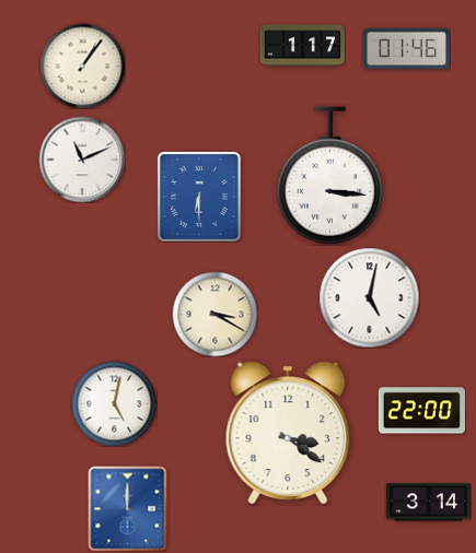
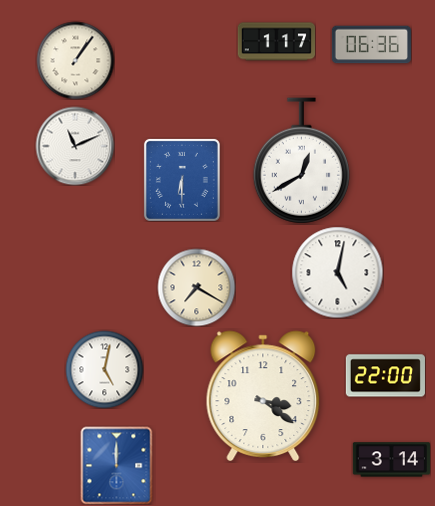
clock at (406, 49): 01:46 -> 06:36
clock at (329, 176): 3:16 -> 12:40
clock at (214, 314): 3:20 -> 7:20
